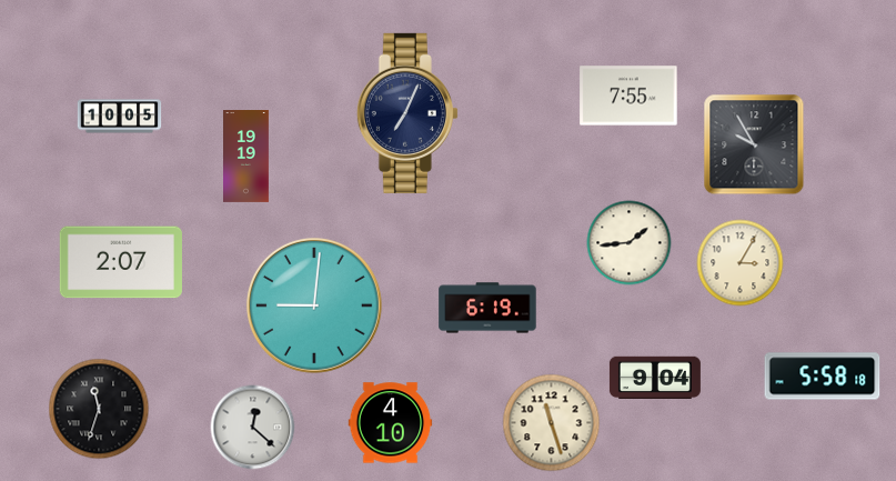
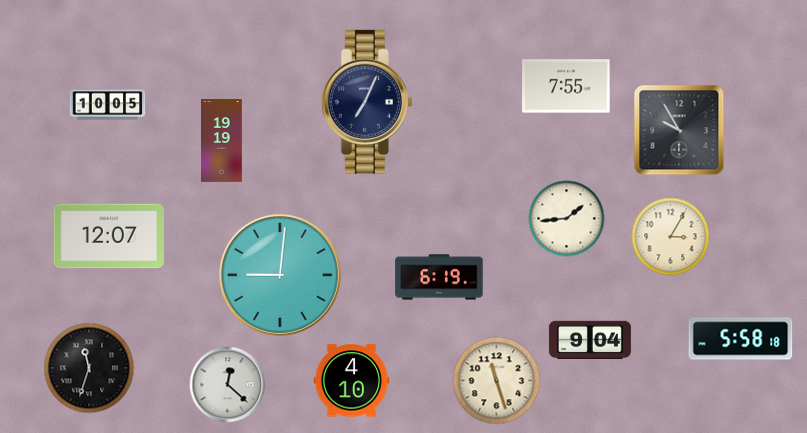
clock at (121, 262): 2:07 -> 12:07
clock at (741, 263) position: (741, 263) -> (671, 237)
clock at (314, 305) position: (314, 305) -> (280, 275)
